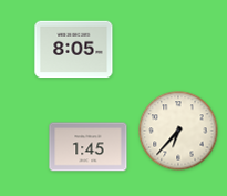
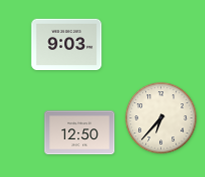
clock at (74, 50): 8:05 -> 9:03
clock at (89, 147): 1:45 -> 12:50
